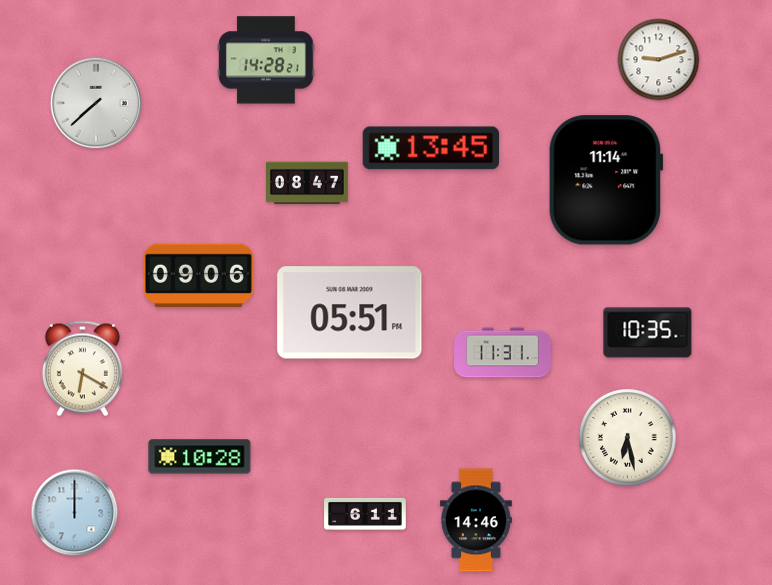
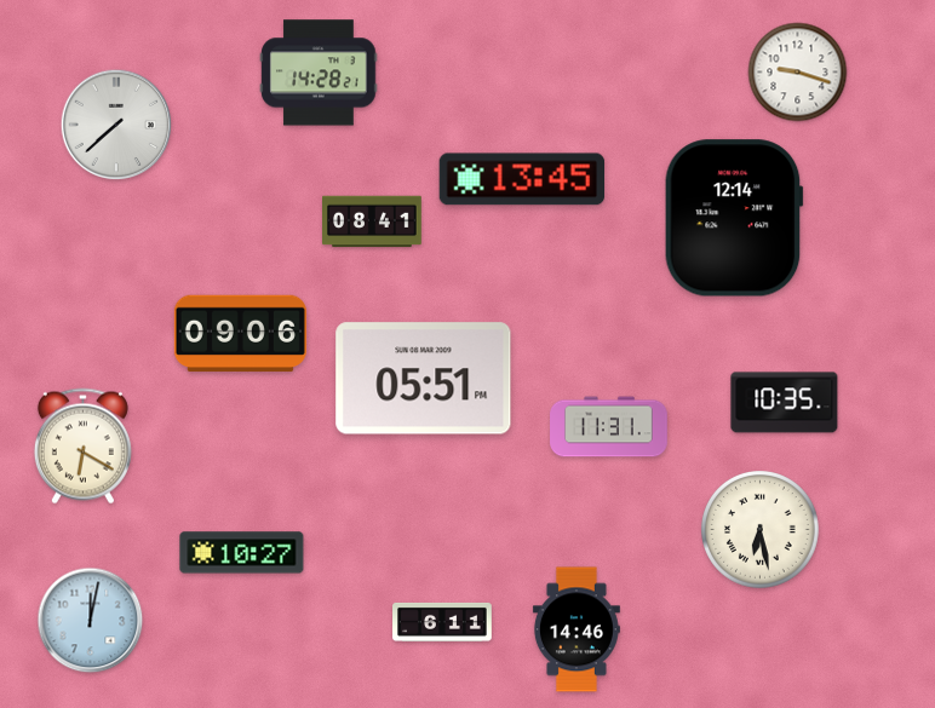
clock at (266, 60) position: (266, 60) -> (319, 73)
clock at (659, 60): 9:12 -> 9:18
clock at (606, 180): 11:14 -> 12:14
clock at (308, 183): 08:47 -> 08:41
clock at (82, 369) position: (82, 369) -> (82, 447)
clock at (200, 457): 10:28 -> 10:27
clock at (75, 513): 12:00 -> 12:02
